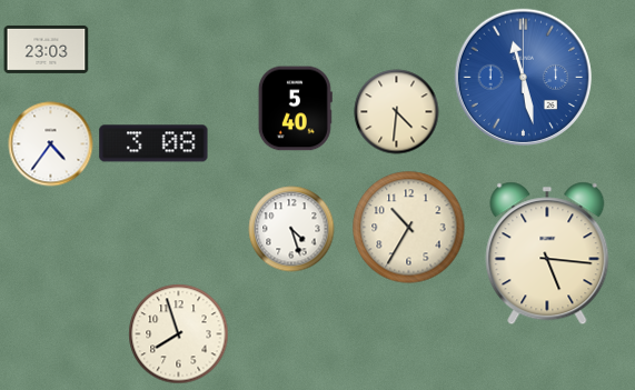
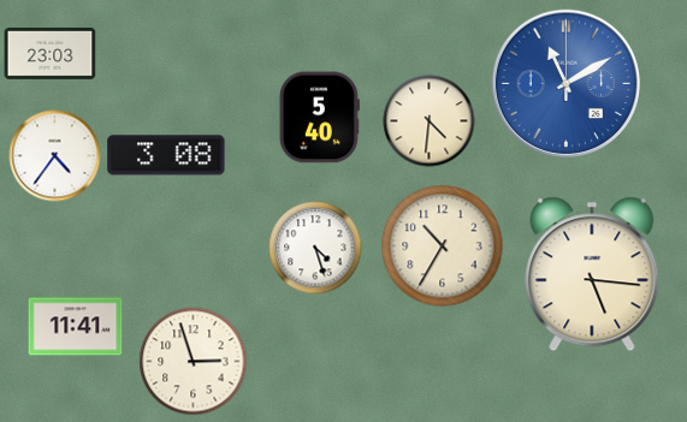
clock at (524, 78): 11:28 -> 11:10
clock at (76, 327): none -> 11:41
clock at (179, 334): 7:57 -> 2:57
